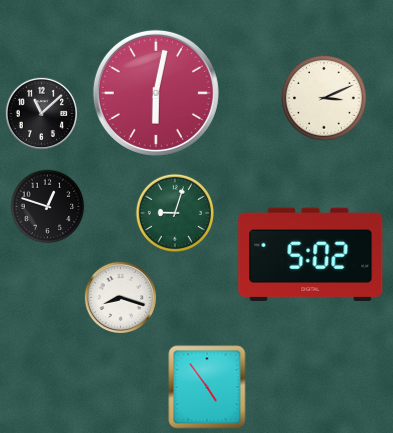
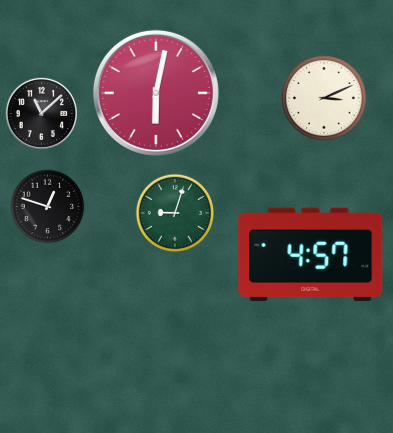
clock at (311, 254): 5:02 -> 4:57
clock at (120, 297): 8:18 -> none
clock at (207, 387): 4:54 -> none
